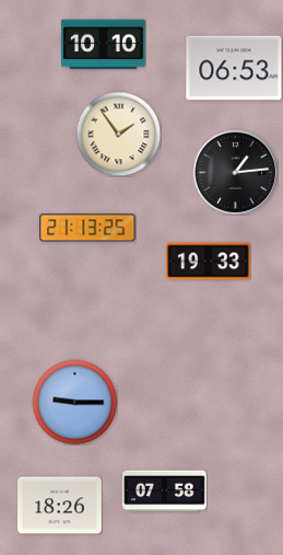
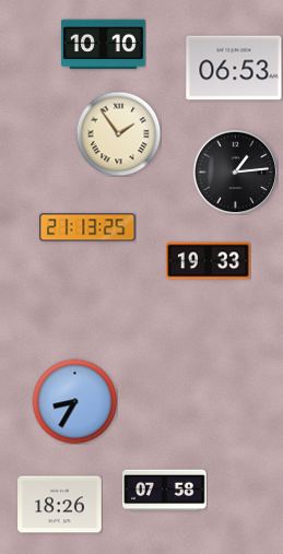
clock at (74, 402): 9:15 -> 8:35
